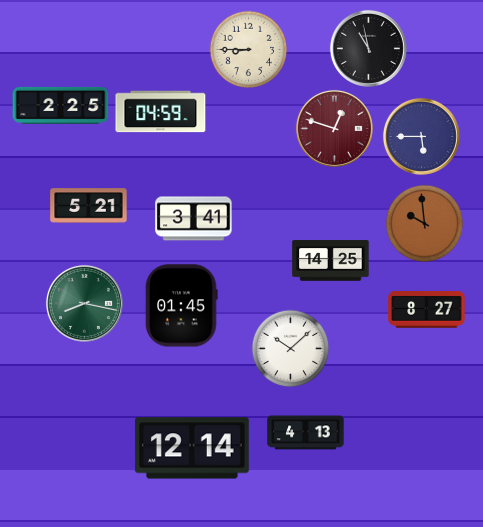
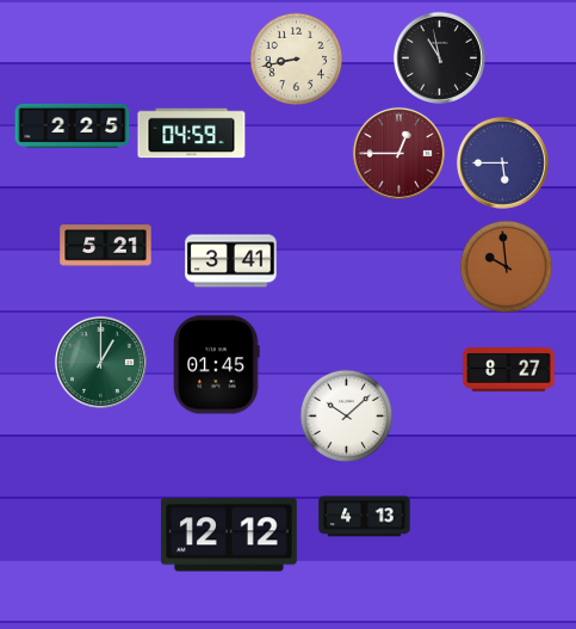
clock at (248, 49): 8:45 -> 8:43
clock at (334, 128): 12:48 -> 12:45
clock at (331, 261): 14:25 -> none
clock at (84, 303): 8:17 -> 1:00
clock at (192, 448): 12:14 -> 12:12
